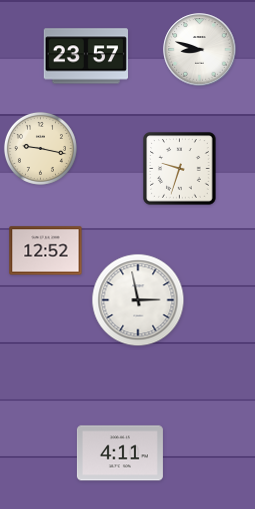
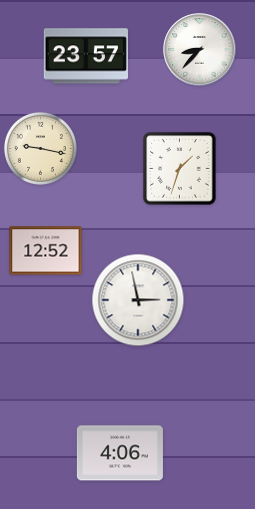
clock at (200, 50): 8:48 -> 8:37
clock at (180, 169): 9:33 -> 1:33
clock at (120, 453): 4:11 -> 4:06
